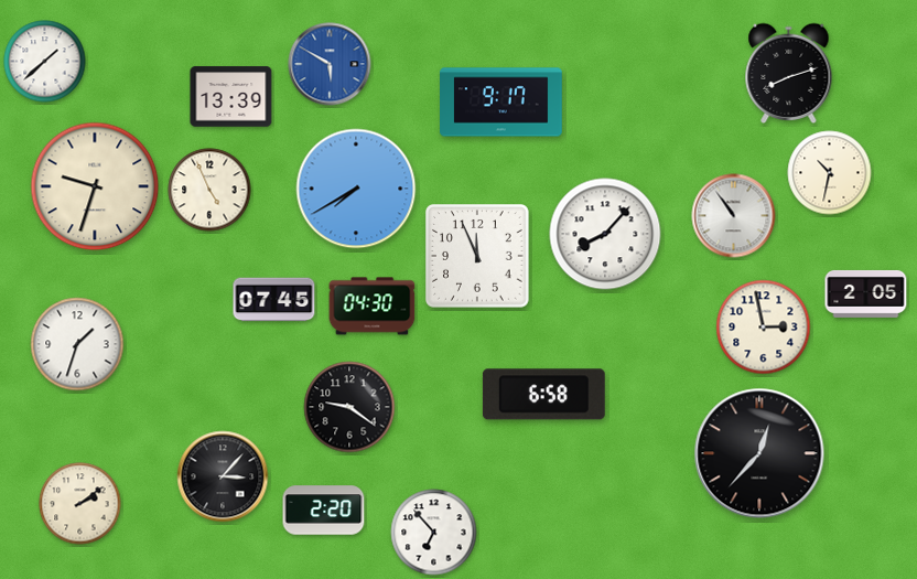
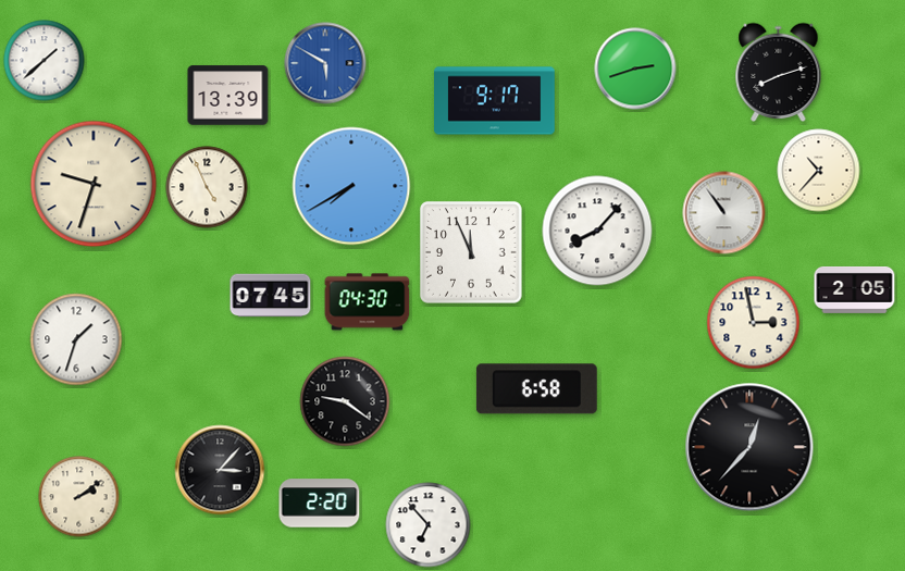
clock at (635, 69): none -> 2:42
clock at (830, 173): 10:32 -> 10:37
